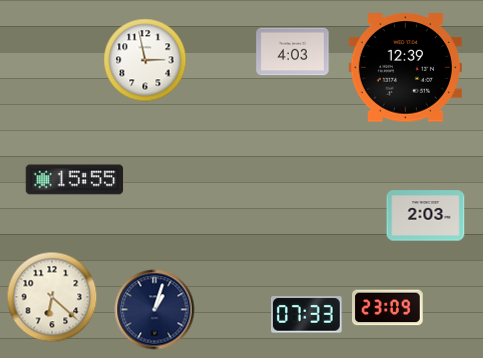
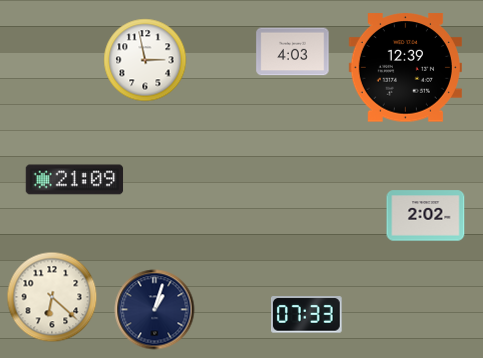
clock at (75, 180): 15:55 -> 21:09
clock at (426, 216): 2:03 -> 2:02
clock at (388, 308): 23:09 -> none
